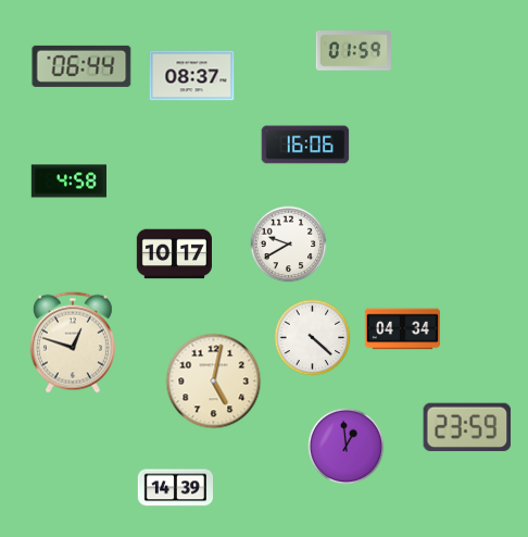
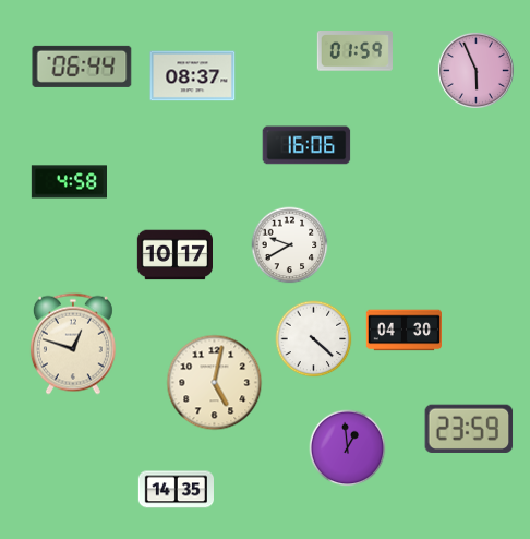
clock at (475, 70): none -> 5:56
clock at (402, 329): 04:34 -> 04:30
clock at (175, 488): 14:39 -> 14:35
